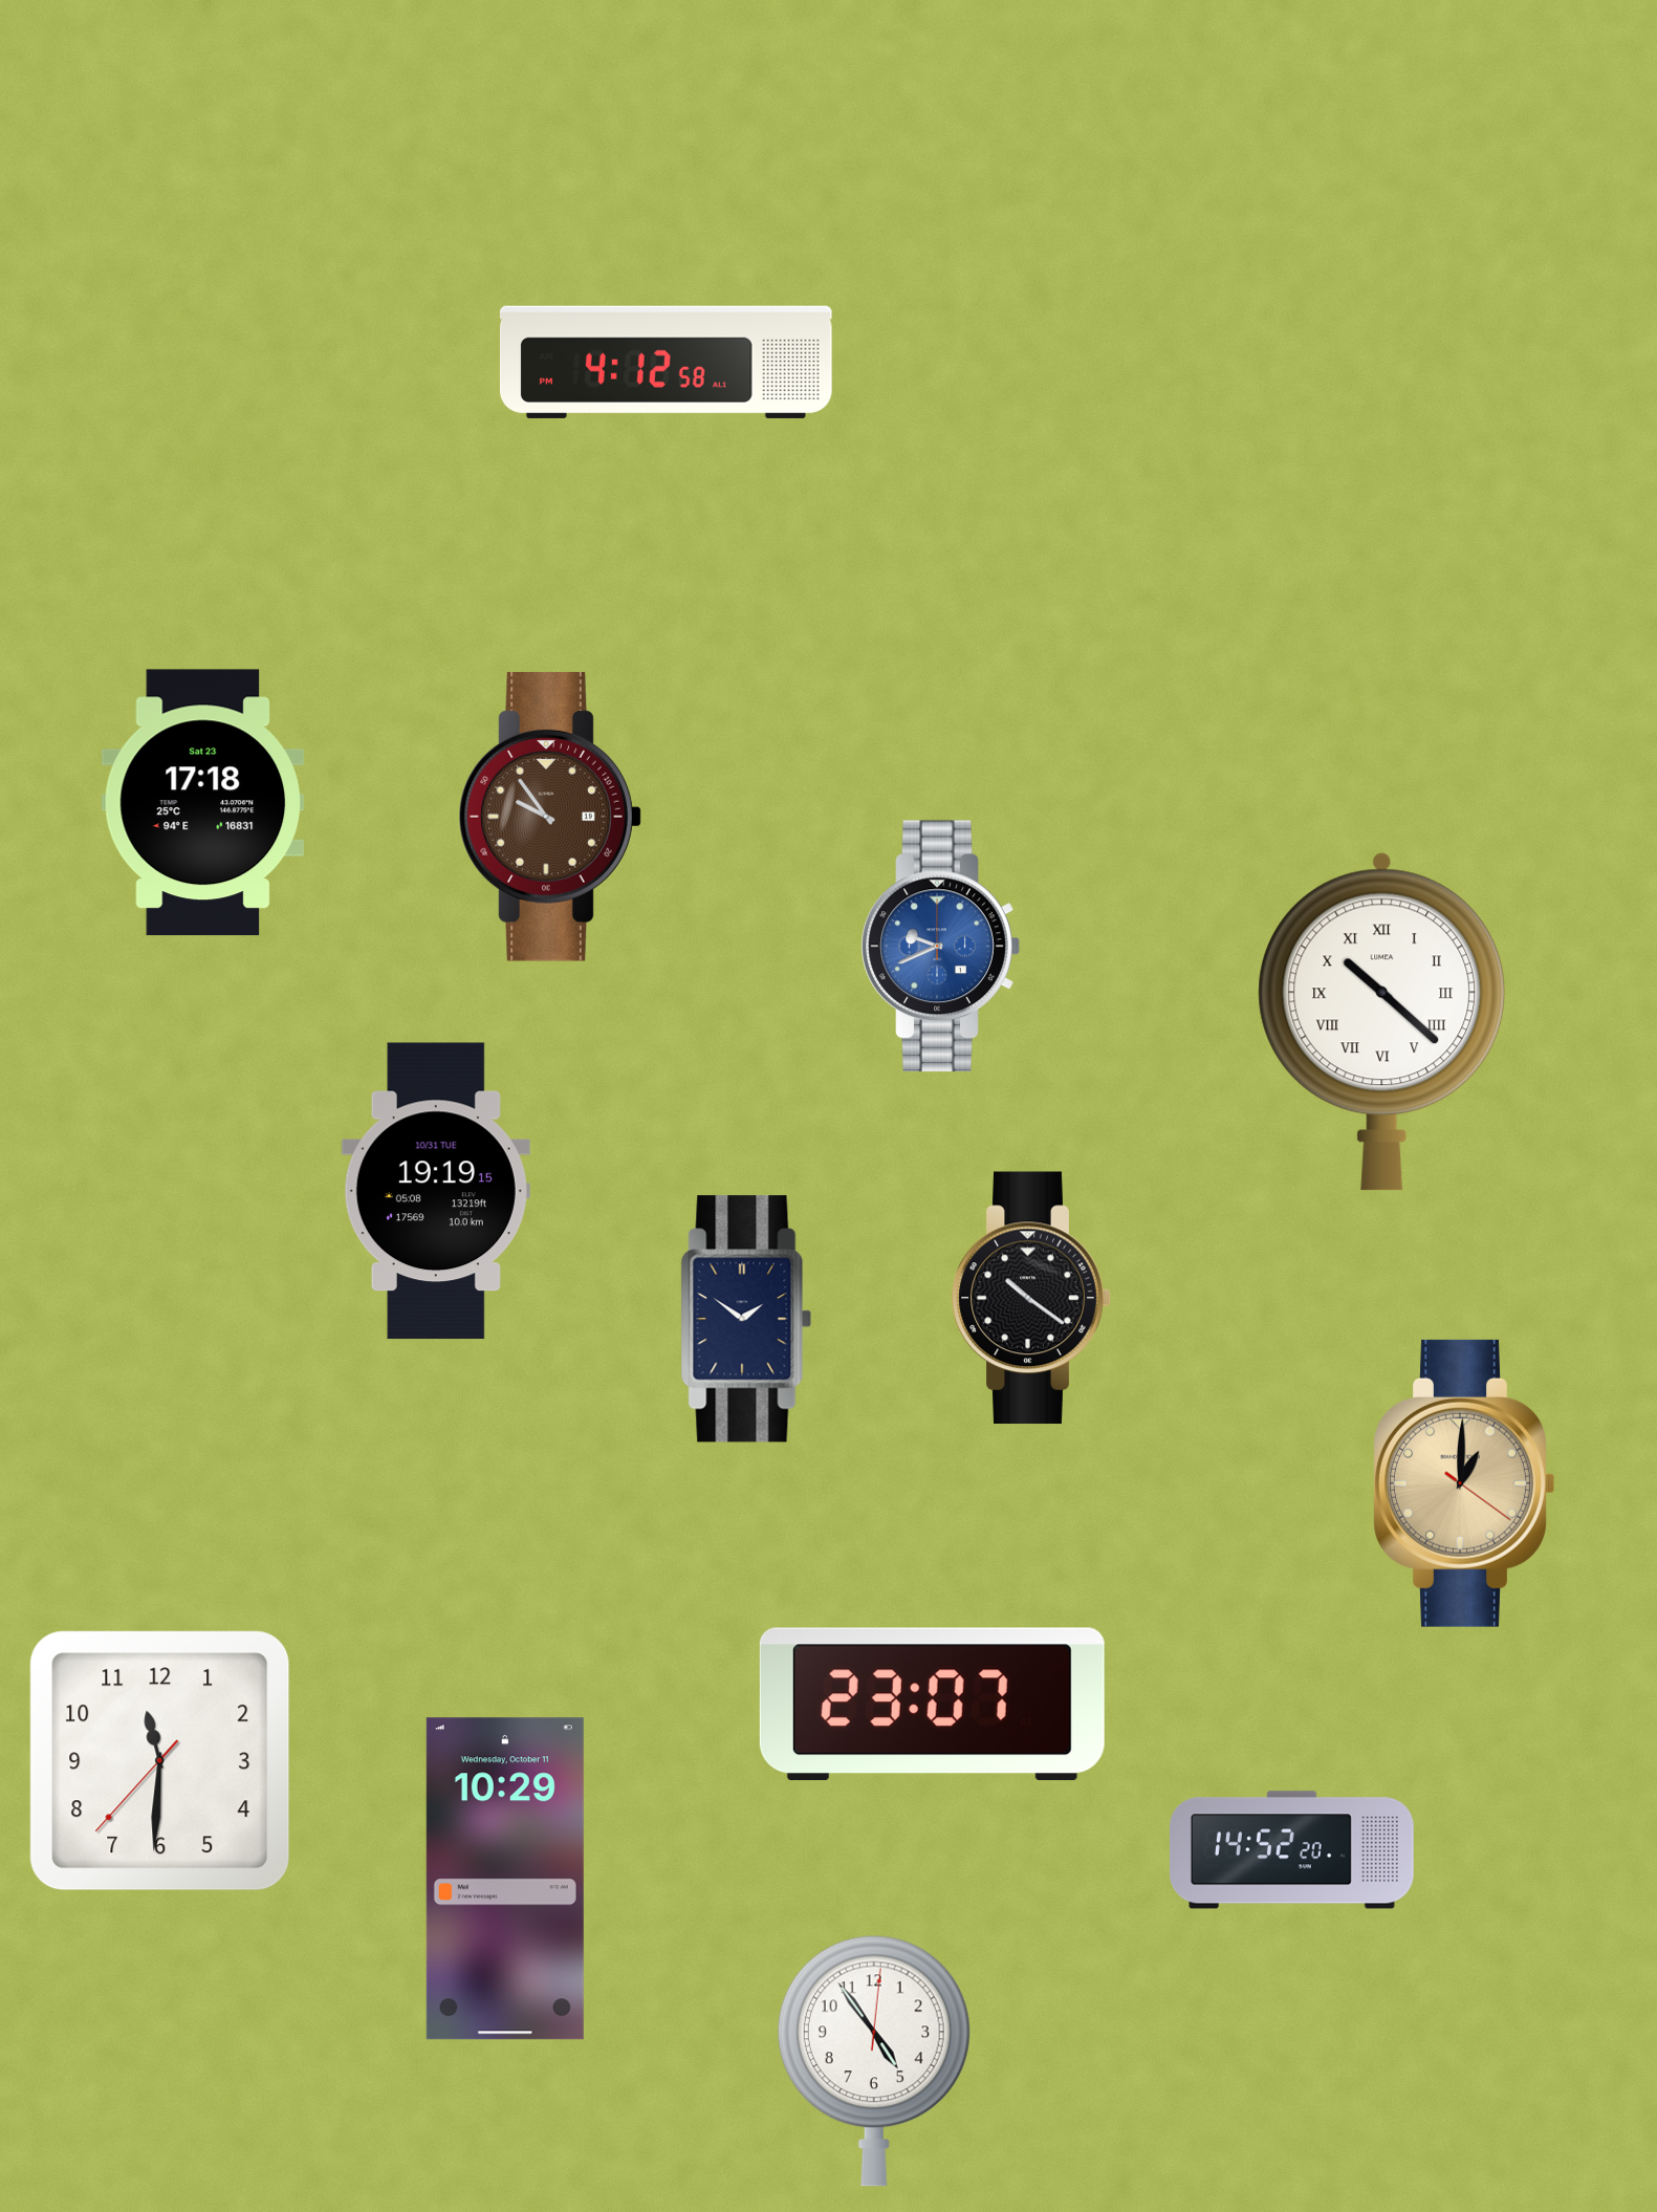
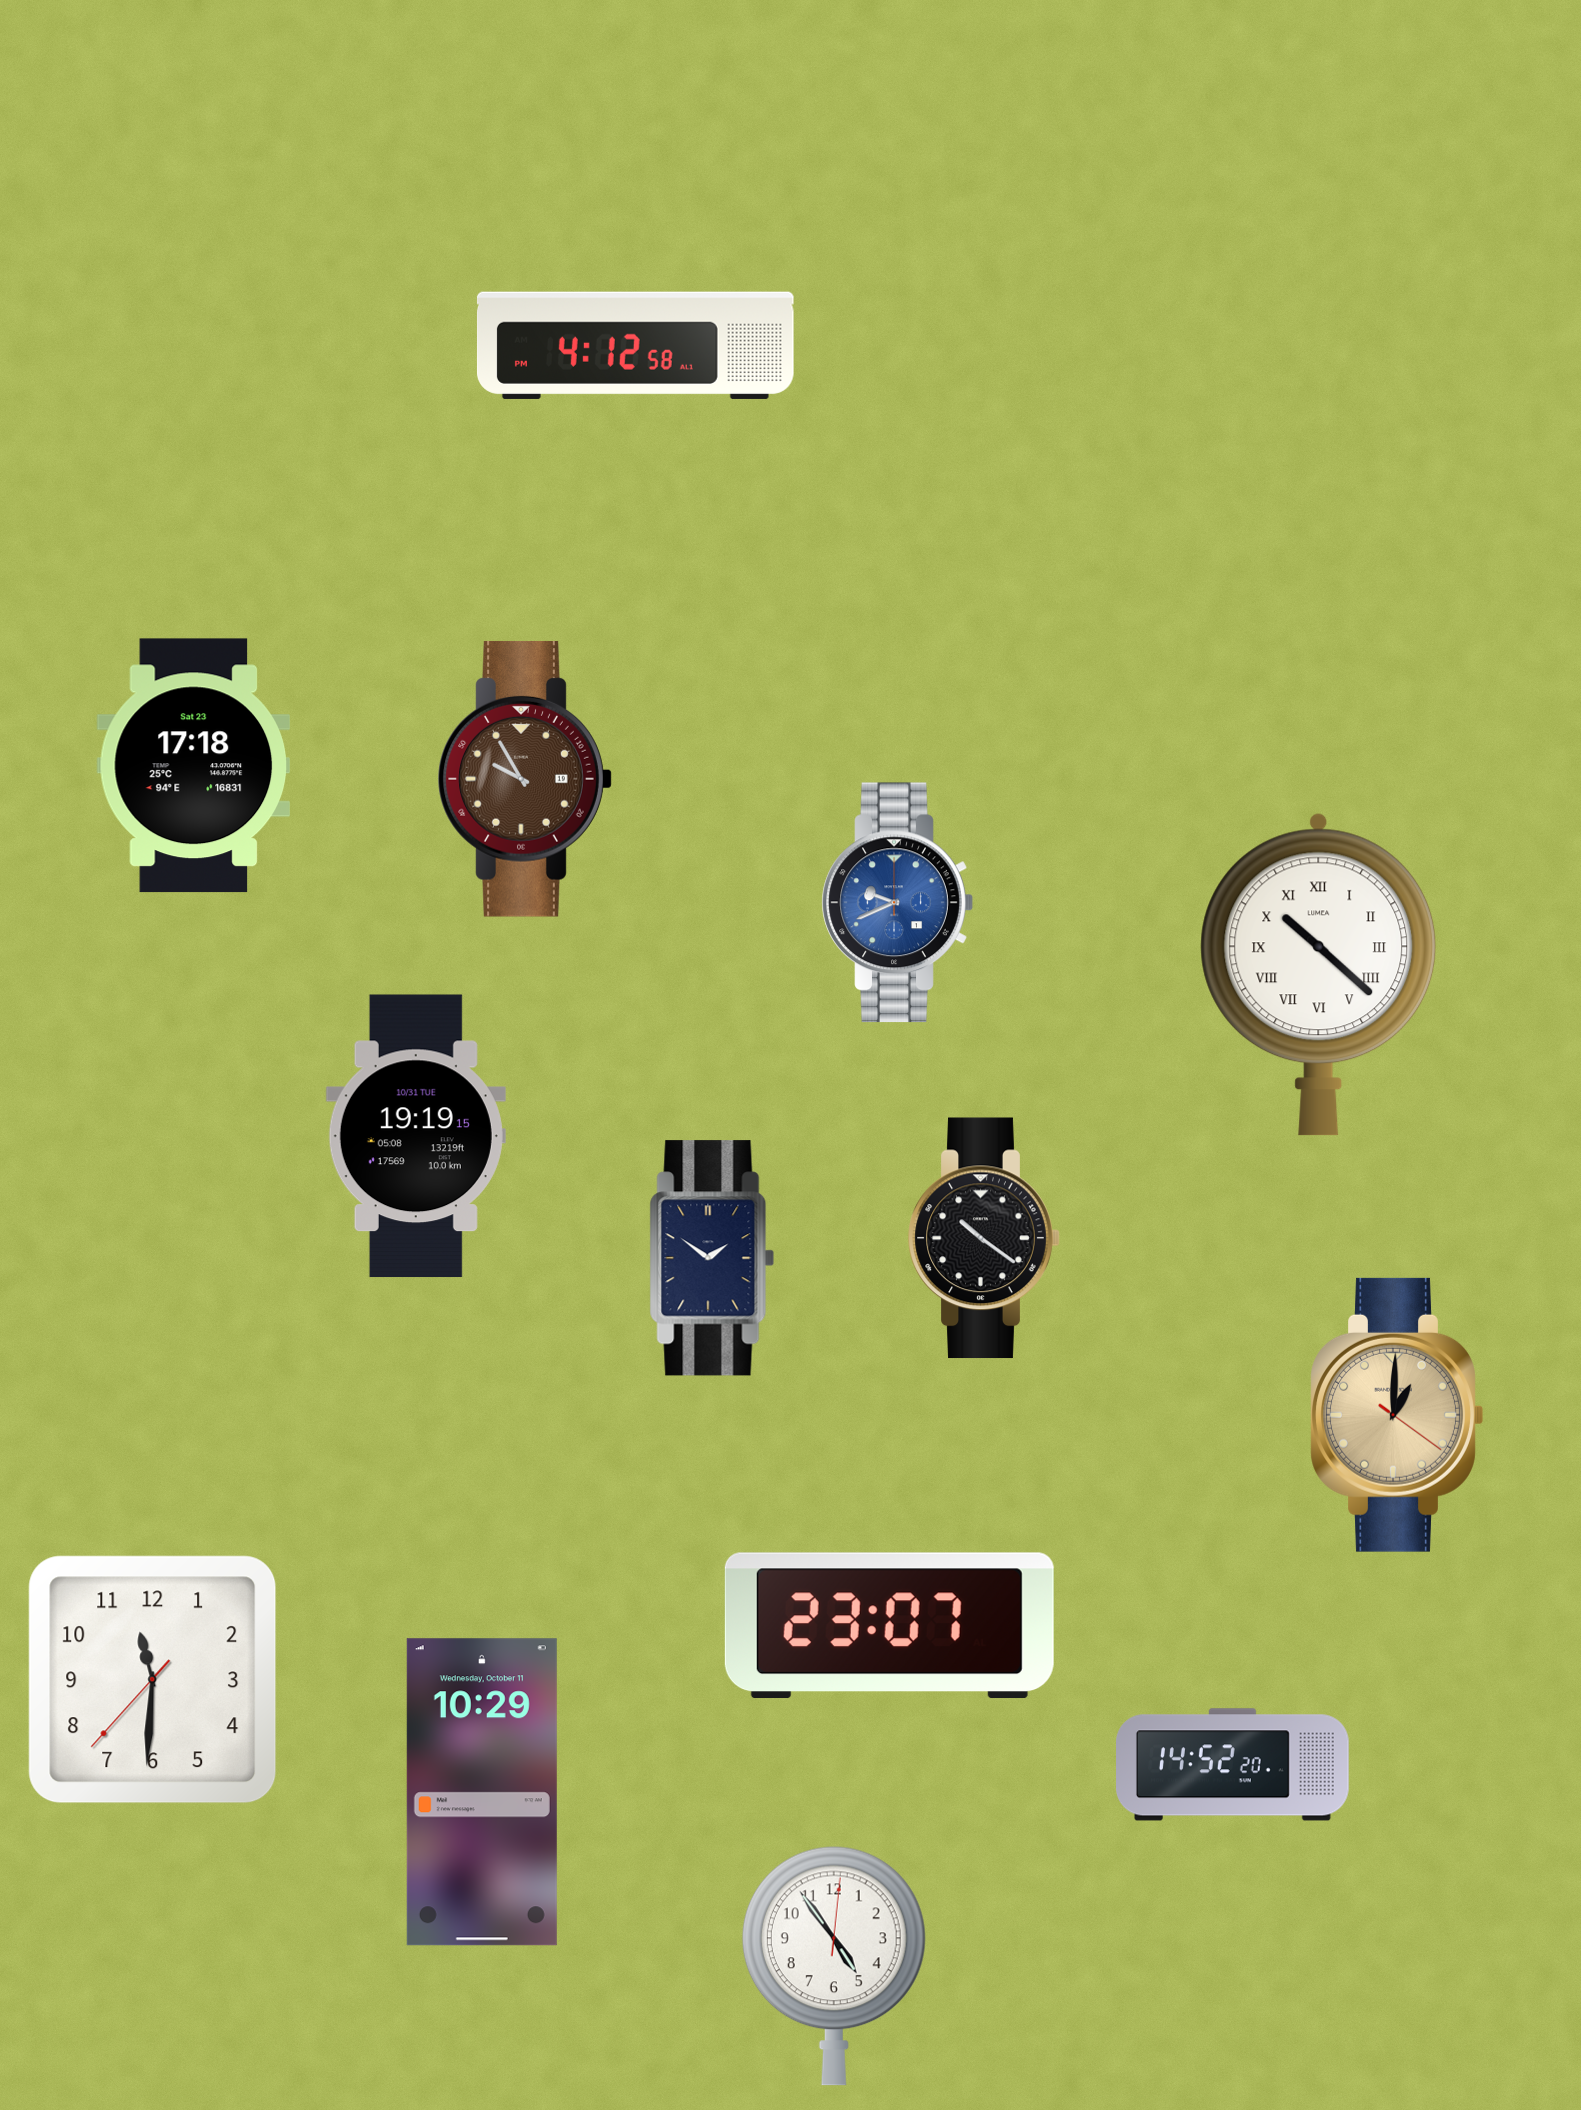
clock at (550, 817): 9:54 -> 9:55
